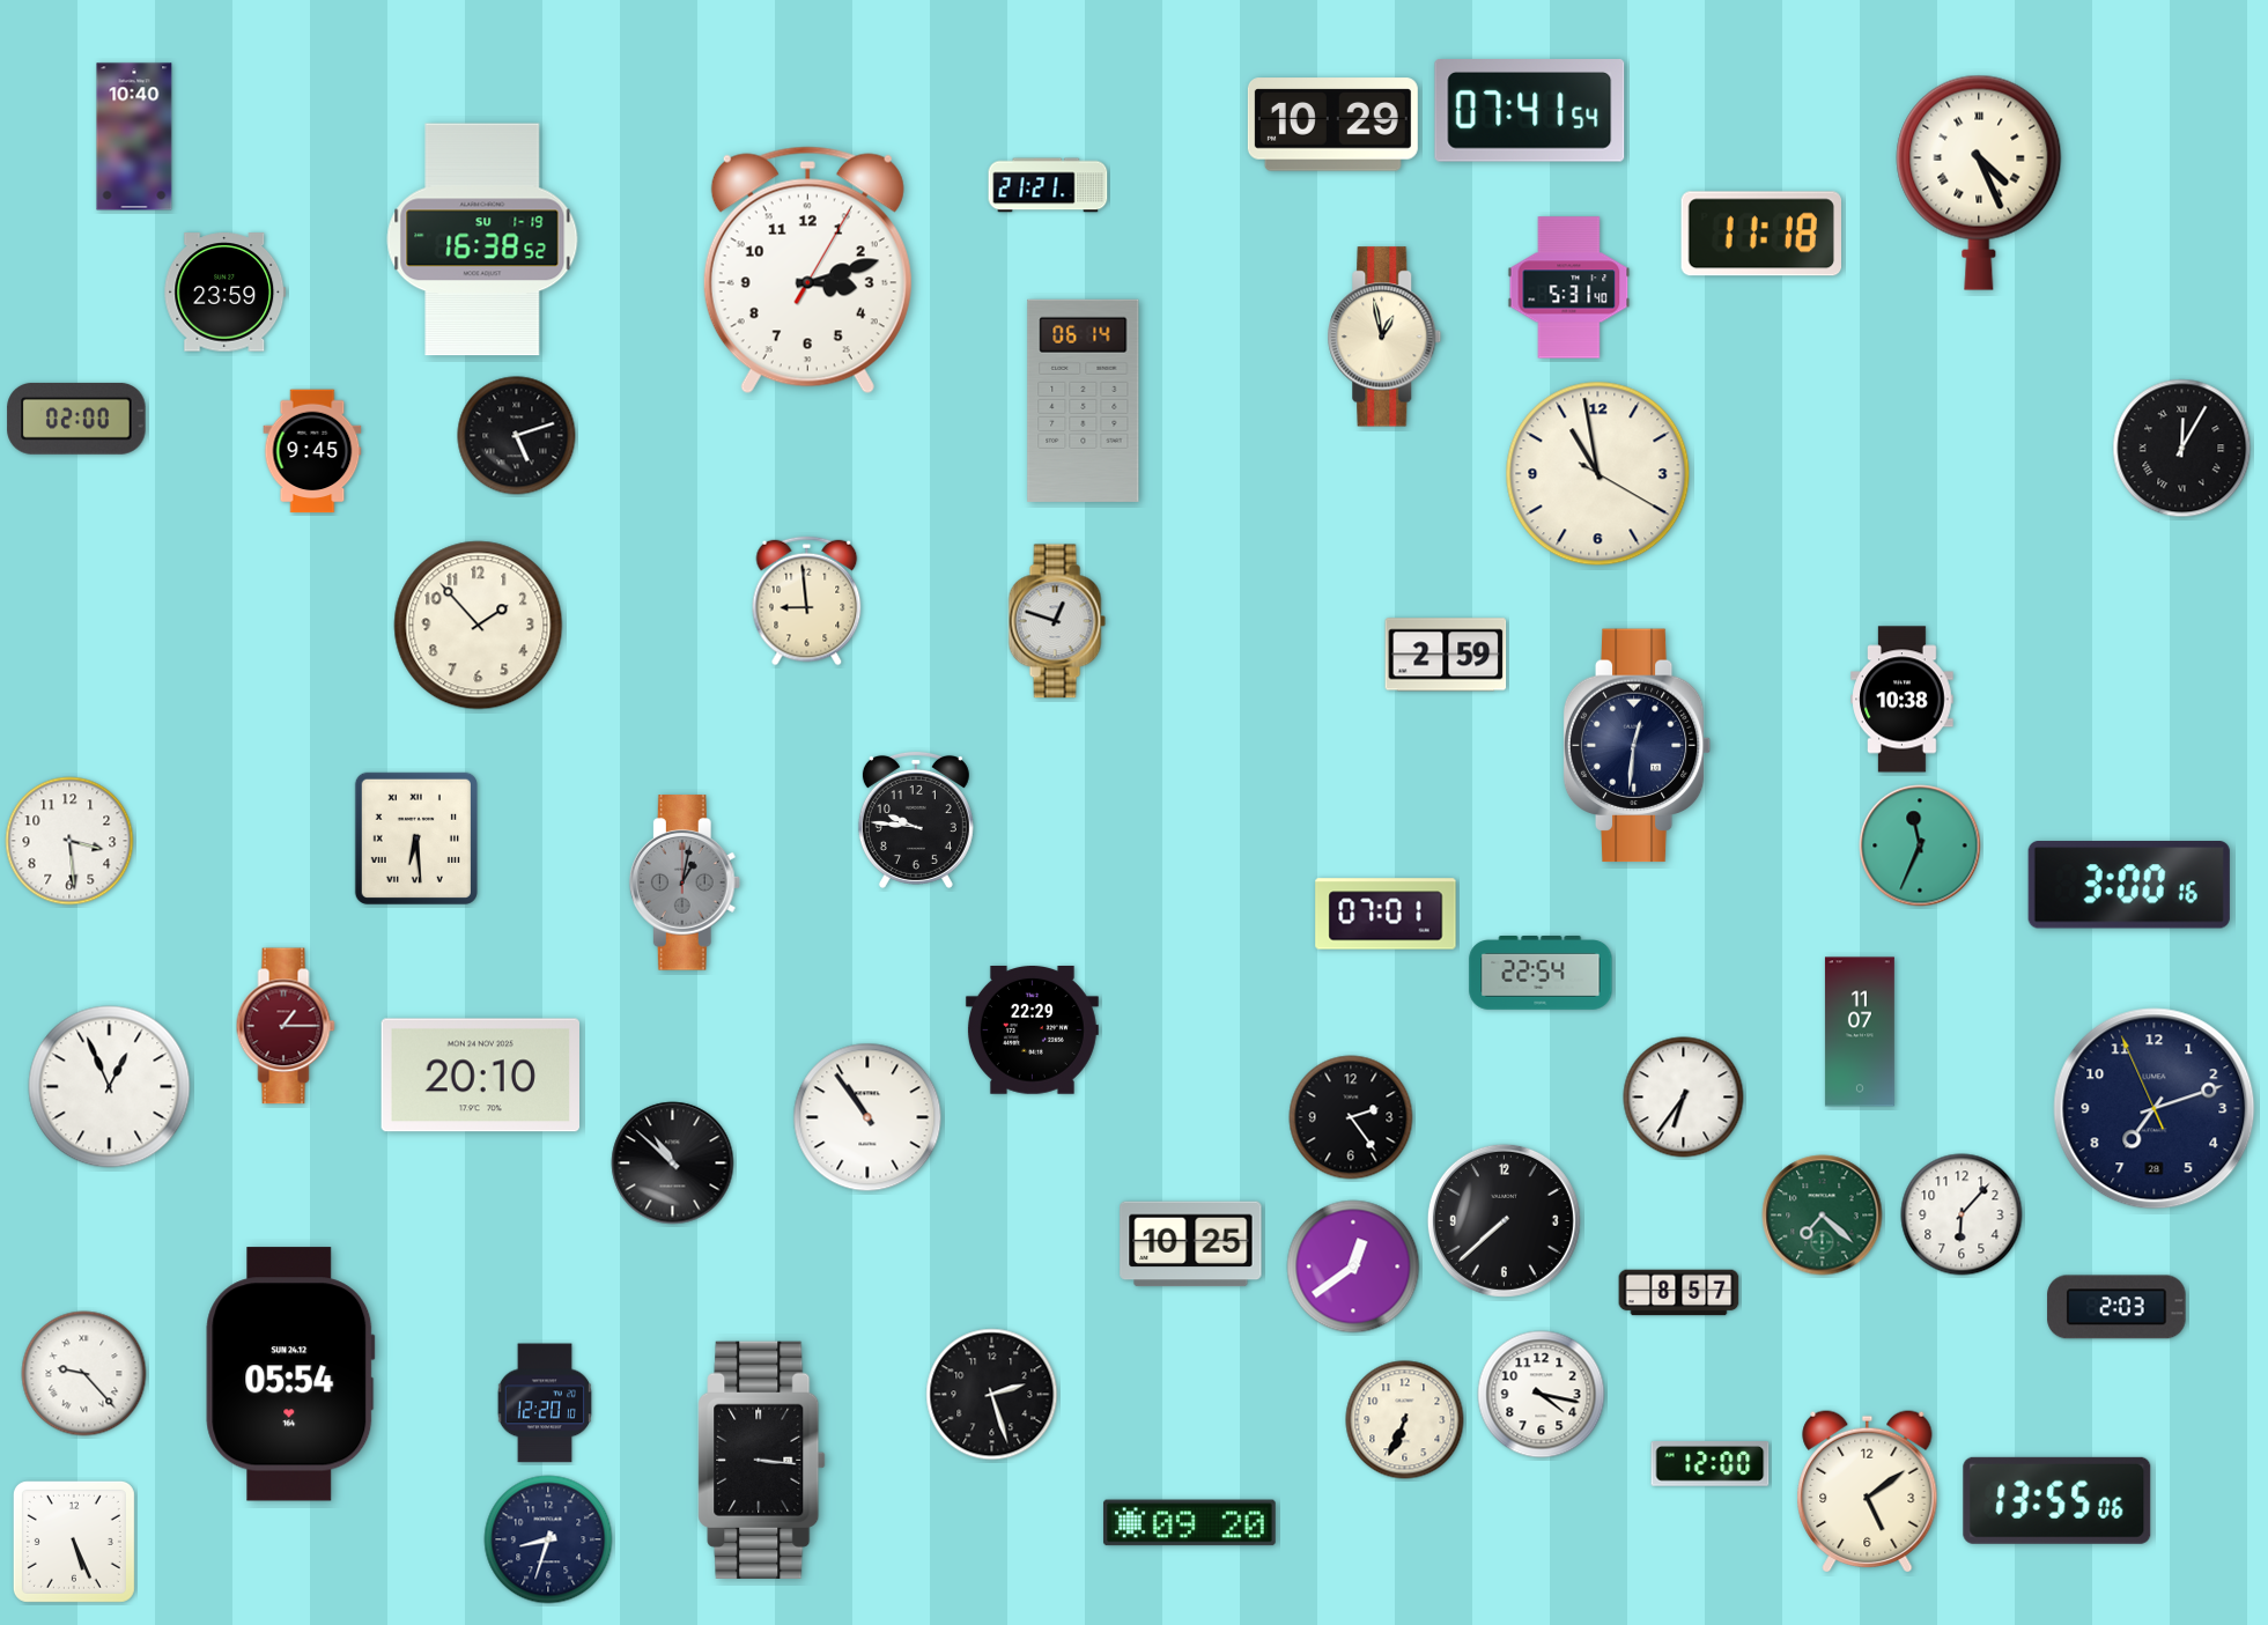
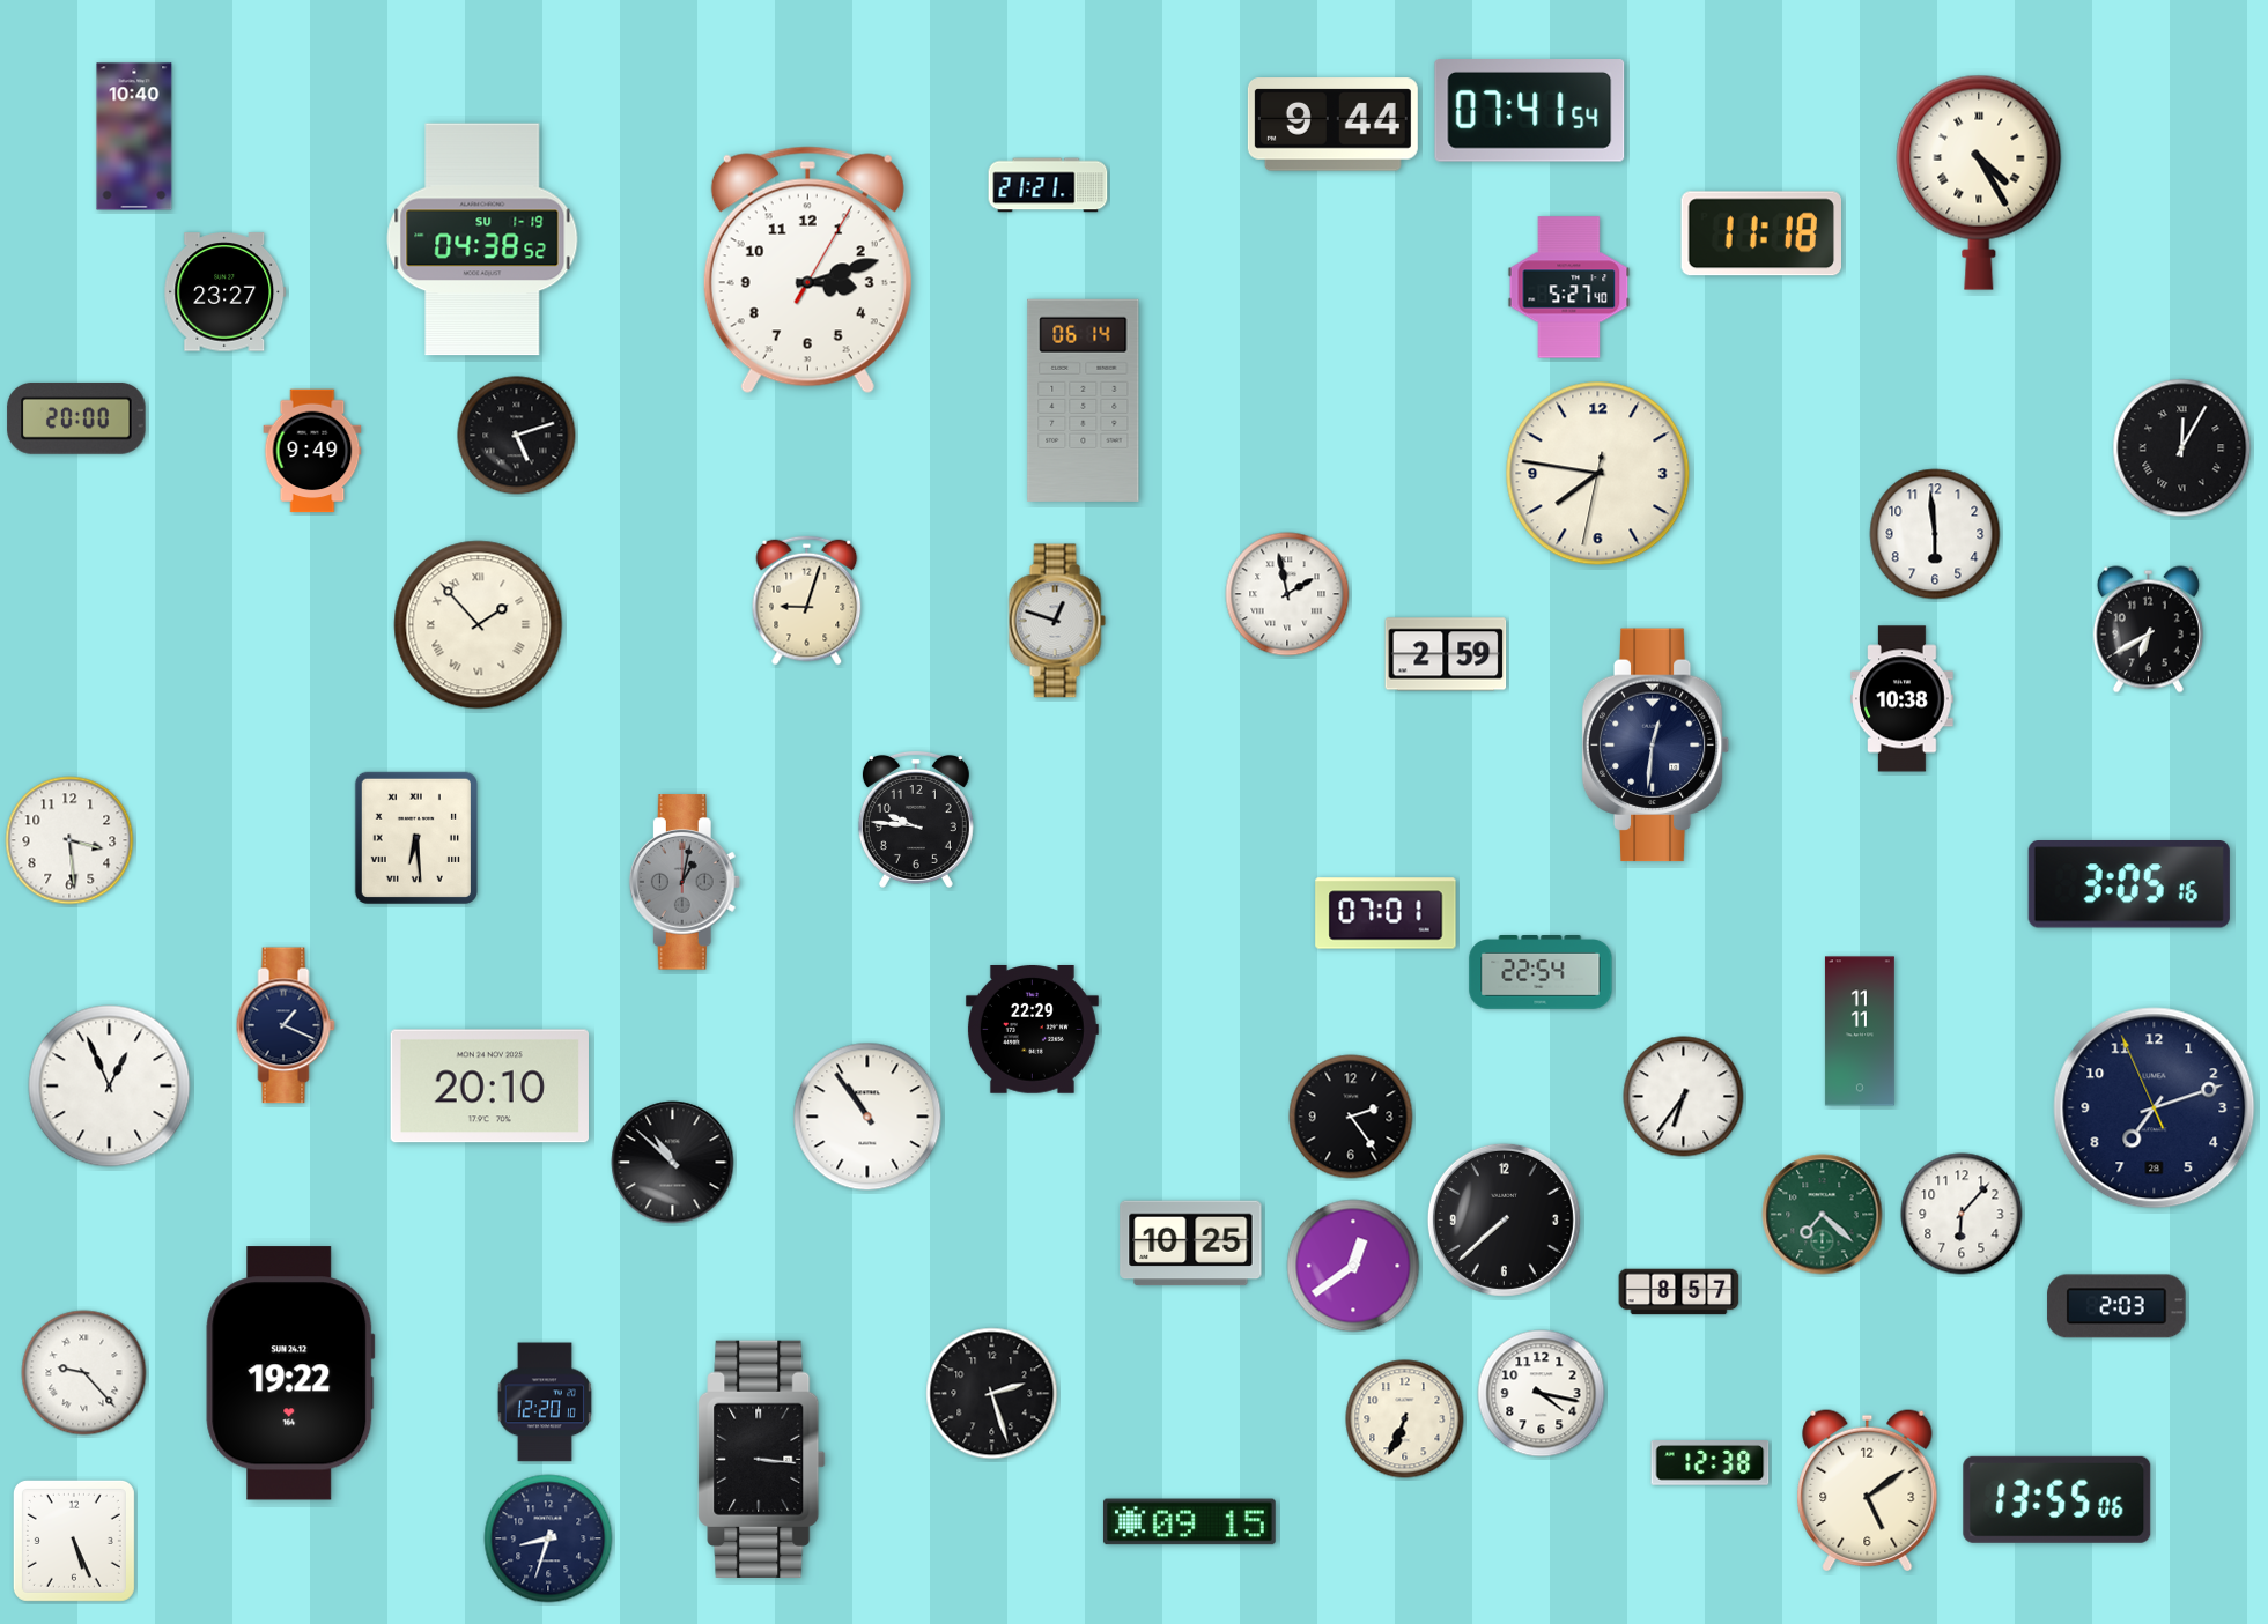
clock at (1332, 125): 10:29 -> 9:44
clock at (1979, 183): 4:26 -> 4:25
clock at (482, 239): 16:38 -> 04:38
clock at (1569, 288): 5:31 -> 5:27
clock at (226, 293): 23:59 -> 23:27
clock at (1384, 337): 12:58 -> none
clock at (76, 419): 02:00 -> 20:00
clock at (312, 451): 9:45 -> 9:49
clock at (1598, 474): 10:58 -> 7:46
clock at (1935, 534): none -> 5:59
clock at (1287, 594): none -> 1:58
clock at (807, 601): 8:59 -> 9:03
clock at (479, 626) numerals: Arabic -> Roman
clock at (2148, 630): none -> 6:40
clock at (1638, 746) position: (1638, 746) -> (1656, 746)
clock at (1920, 845): 11:34 -> none
clock at (2129, 886): 3:00 -> 3:05
clock at (286, 1026): 1:15 -> 1:19
clock at (286, 1026) dial: burgundy -> navy
clock at (1860, 1032): 11:07 -> 11:11
clock at (480, 1076) position: (480, 1076) -> (489, 1087)
clock at (290, 1374): 05:54 -> 19:22
clock at (1711, 1464): 12:00 -> 12:38
clock at (1189, 1523): 09:20 -> 09:15
